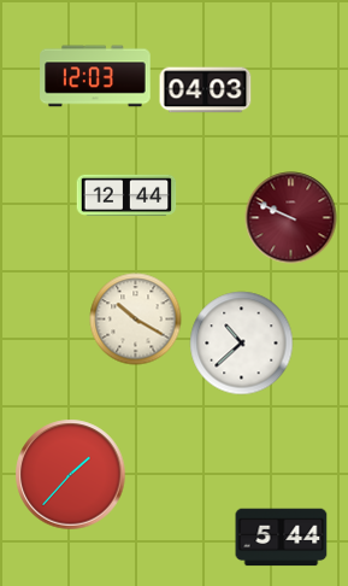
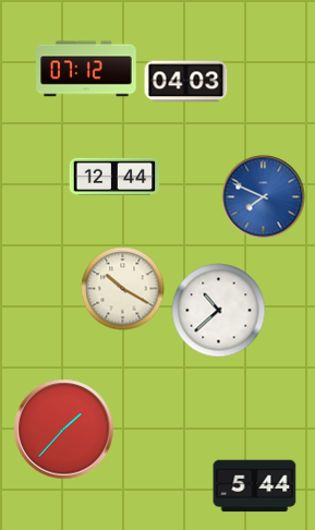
clock at (95, 76): 12:03 -> 07:12
clock at (291, 218): 9:49 -> 7:49
clock at (291, 218) dial: burgundy -> blue
